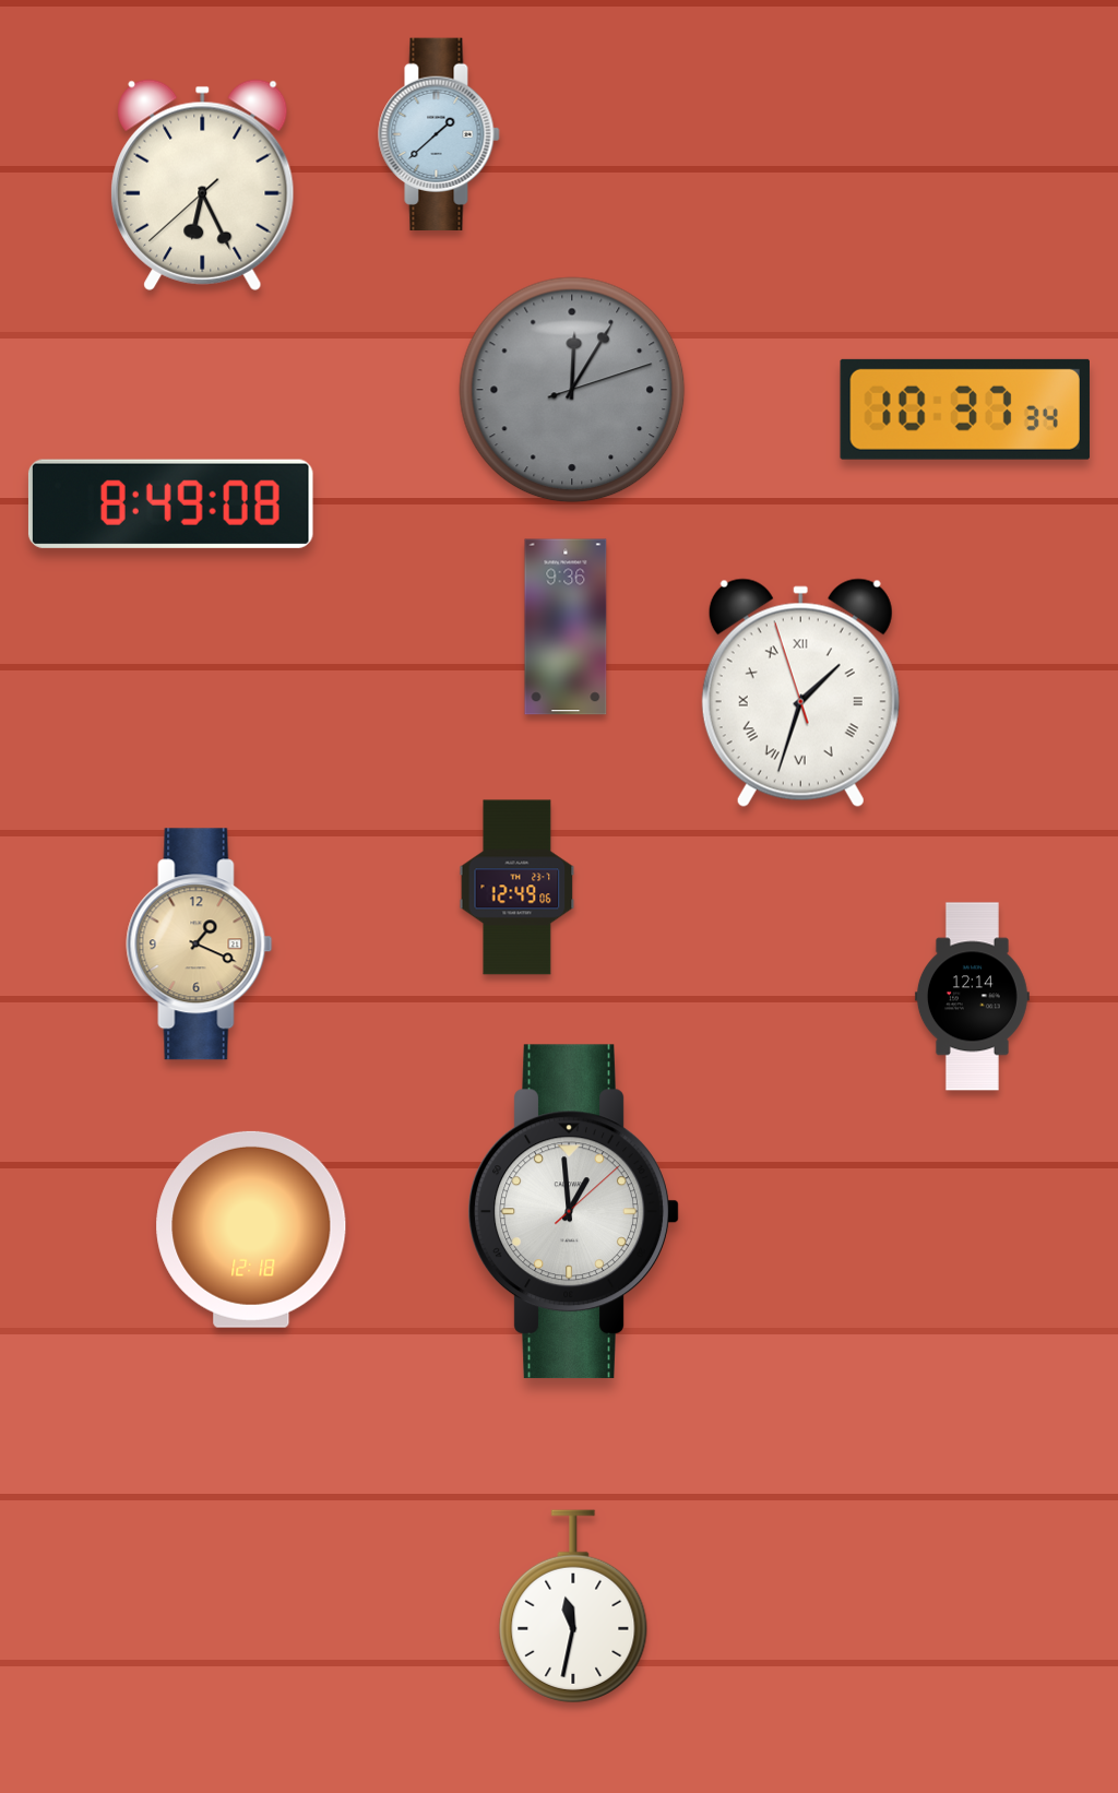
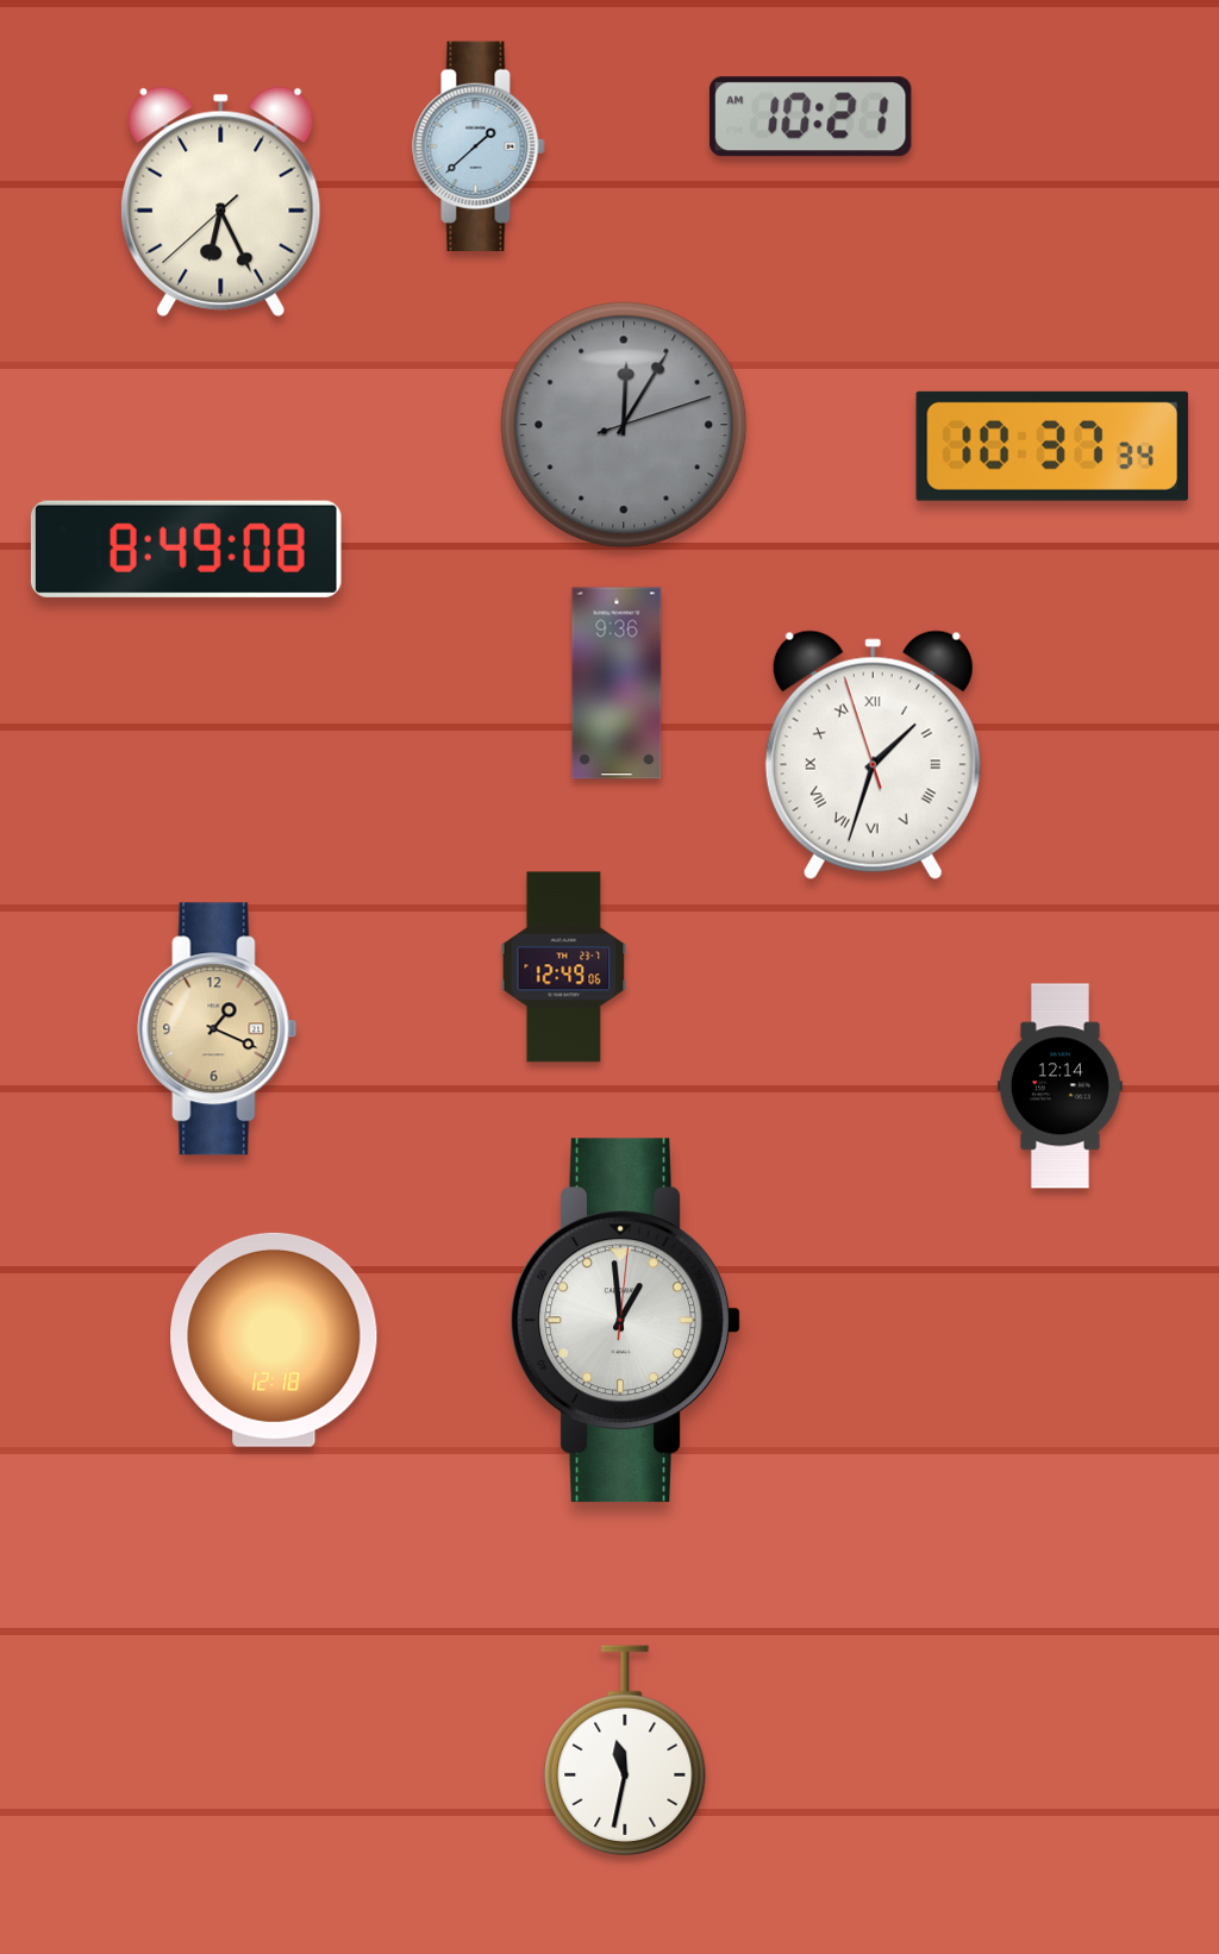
clock at (812, 117): none -> 10:21
clock at (573, 1212): 12:59:08 -> 12:59:01
